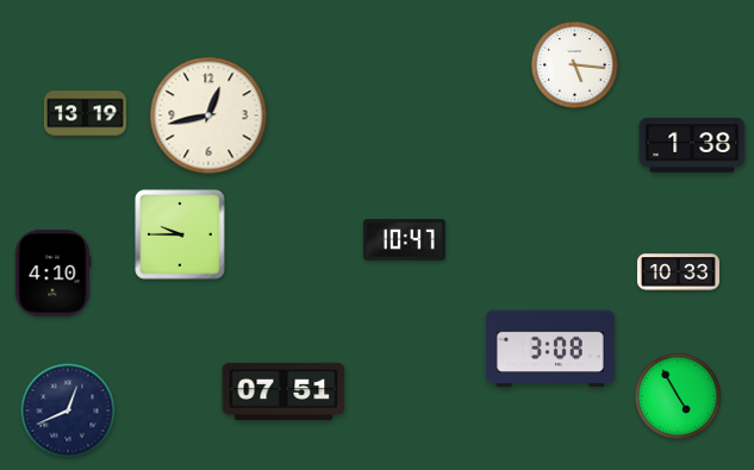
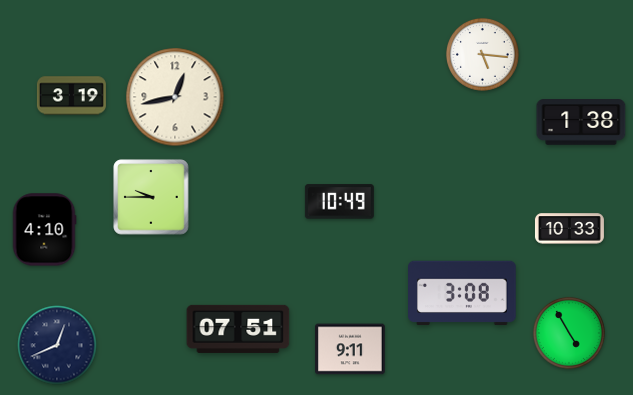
clock at (85, 114): 13:19 -> 3:19
clock at (404, 240): 10:47 -> 10:49
clock at (351, 349): none -> 9:11
